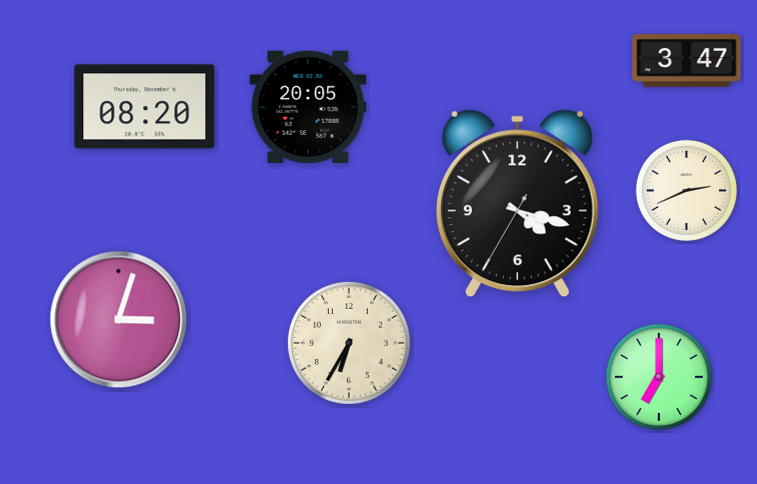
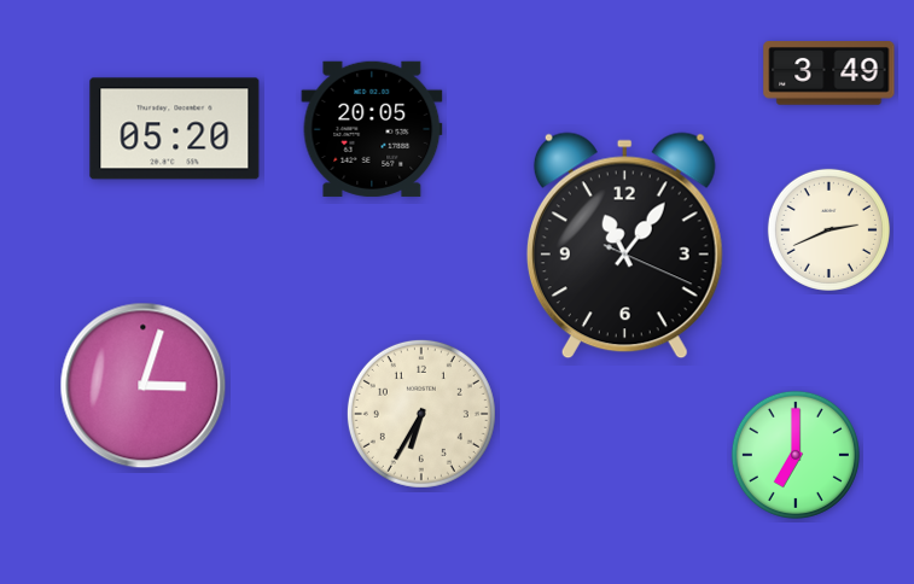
clock at (687, 61): 3:47 -> 3:49
clock at (145, 107): 08:20 -> 05:20
clock at (517, 204): 4:17 -> 11:06
